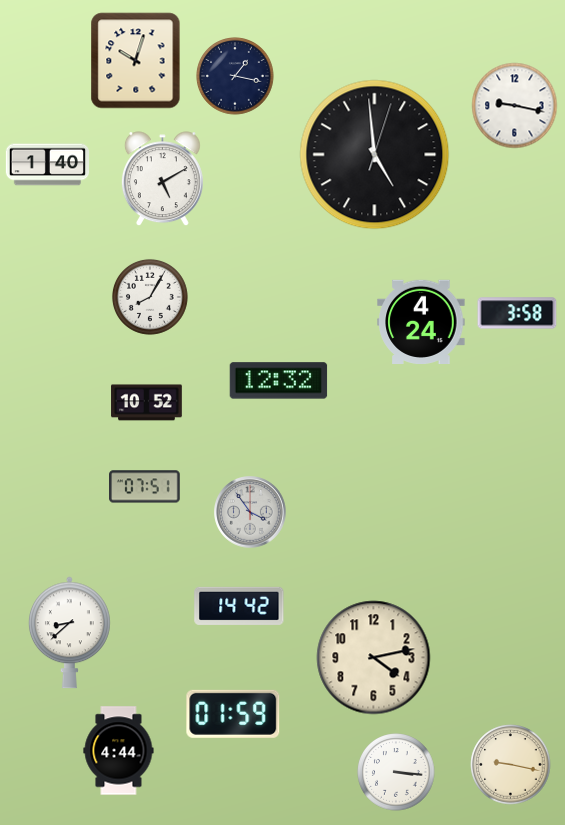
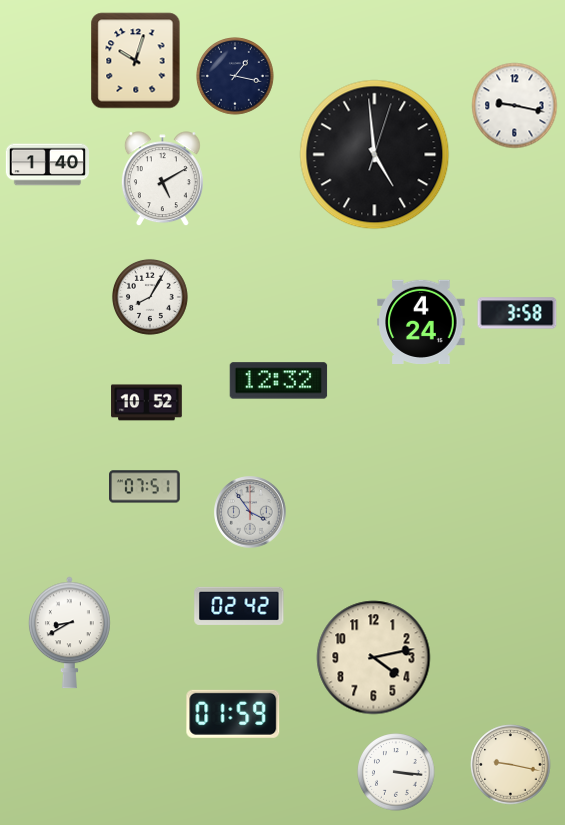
clock at (239, 606): 14:42 -> 02:42
clock at (69, 633): 8:38 -> 8:40
clock at (119, 751): 4:44 -> none
